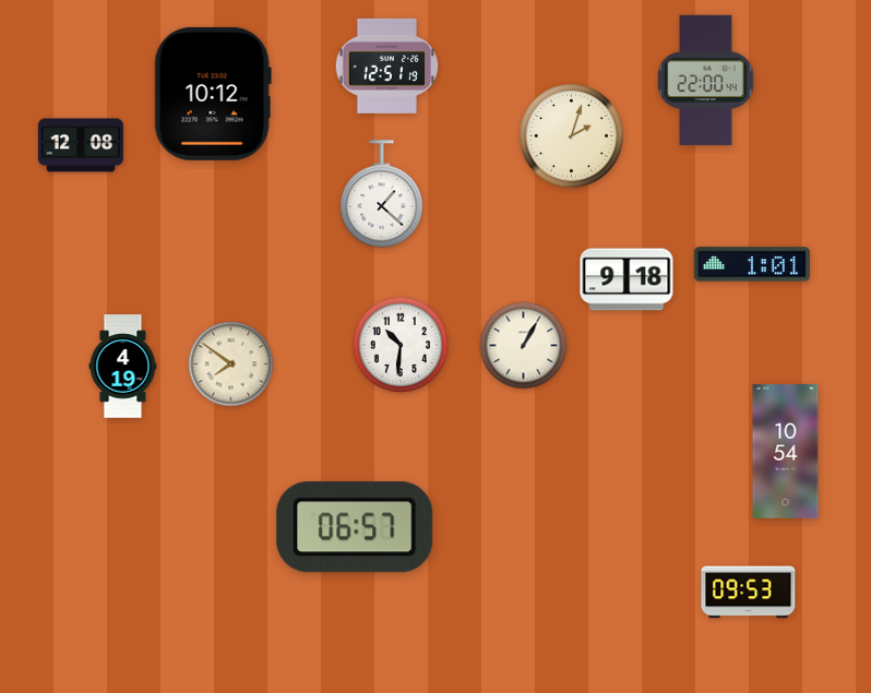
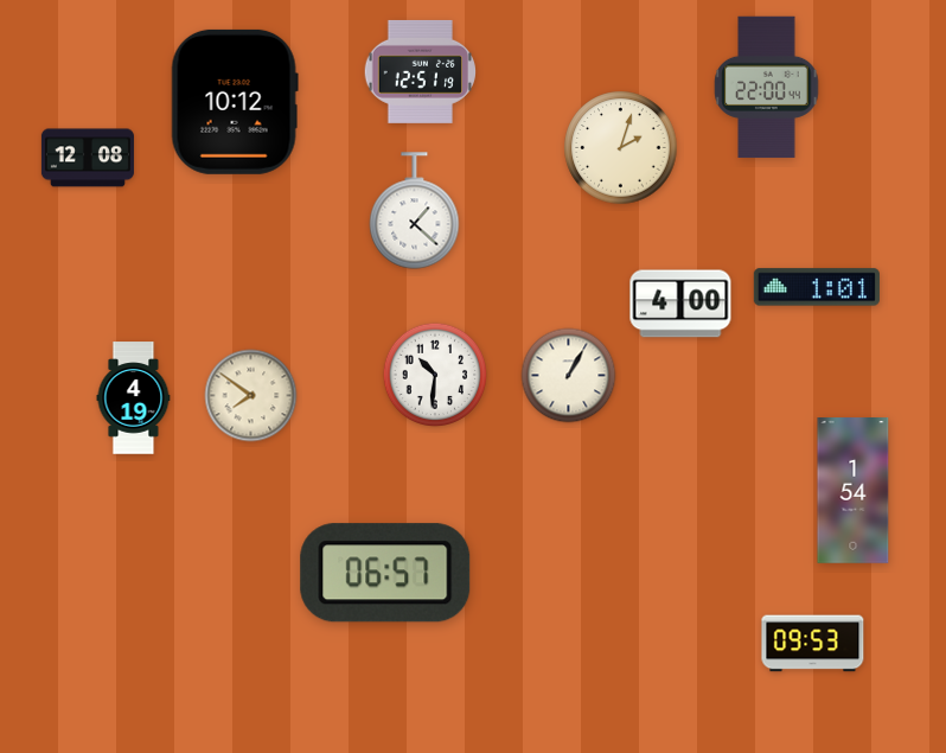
clock at (213, 94) position: (213, 94) -> (235, 102)
clock at (627, 279): 9:18 -> 4:00
clock at (786, 452): 10:54 -> 1:54
